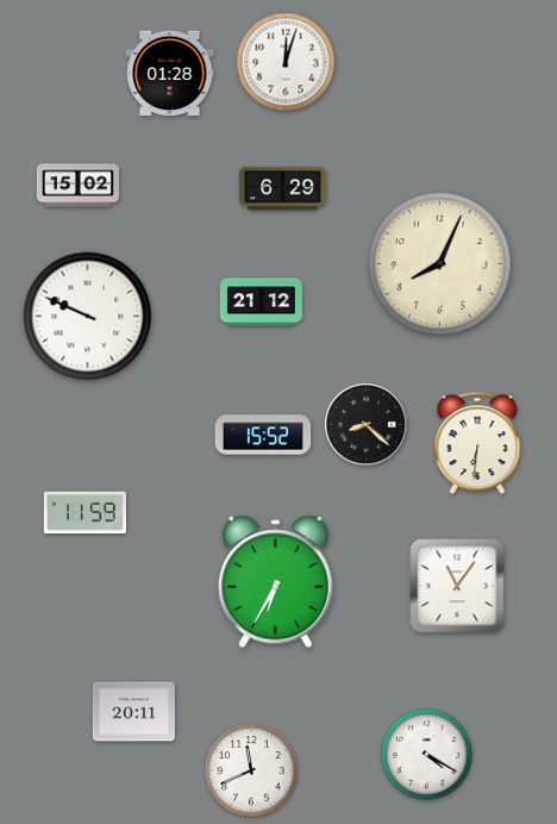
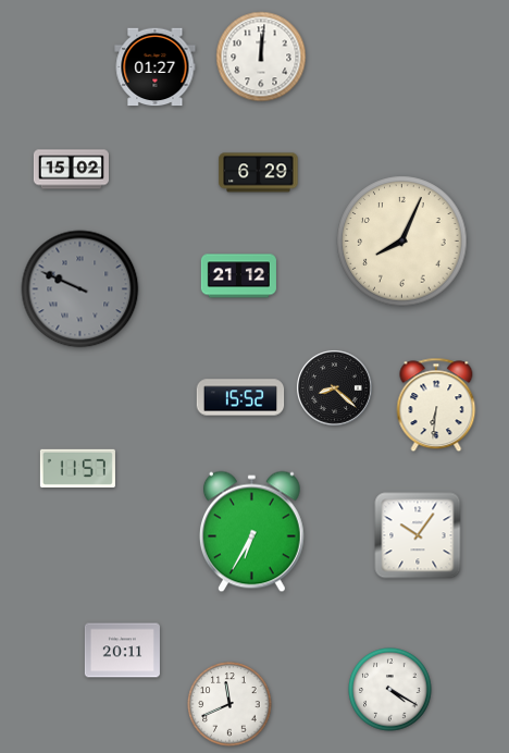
clock at (286, 62): 12:03 -> 12:01
clock at (170, 74): 01:28 -> 01:27
clock at (88, 317) dial: white -> grey
clock at (85, 512): 11:59 -> 11:57
clock at (457, 586): 11:06 -> 10:06
